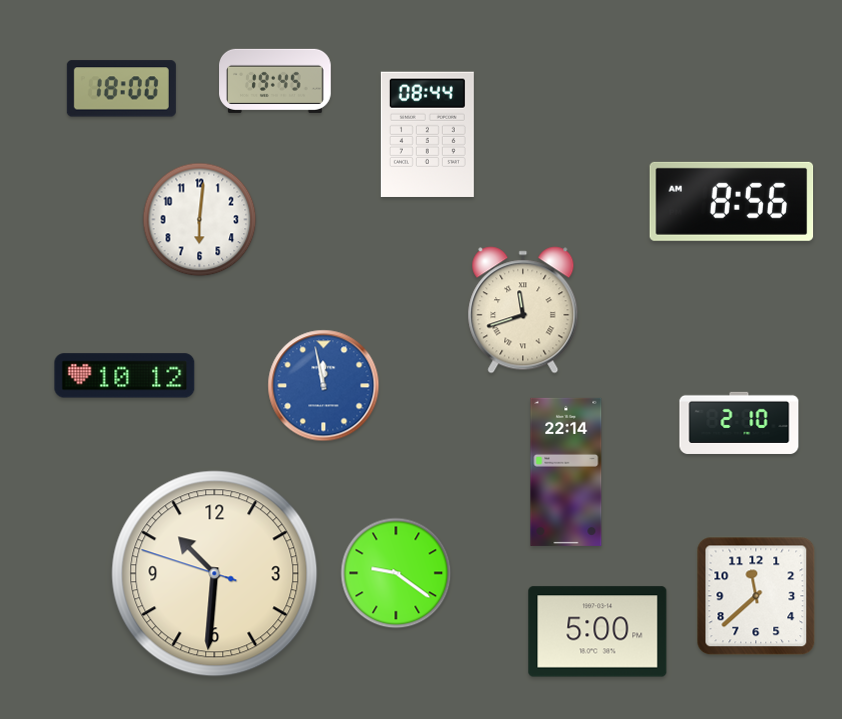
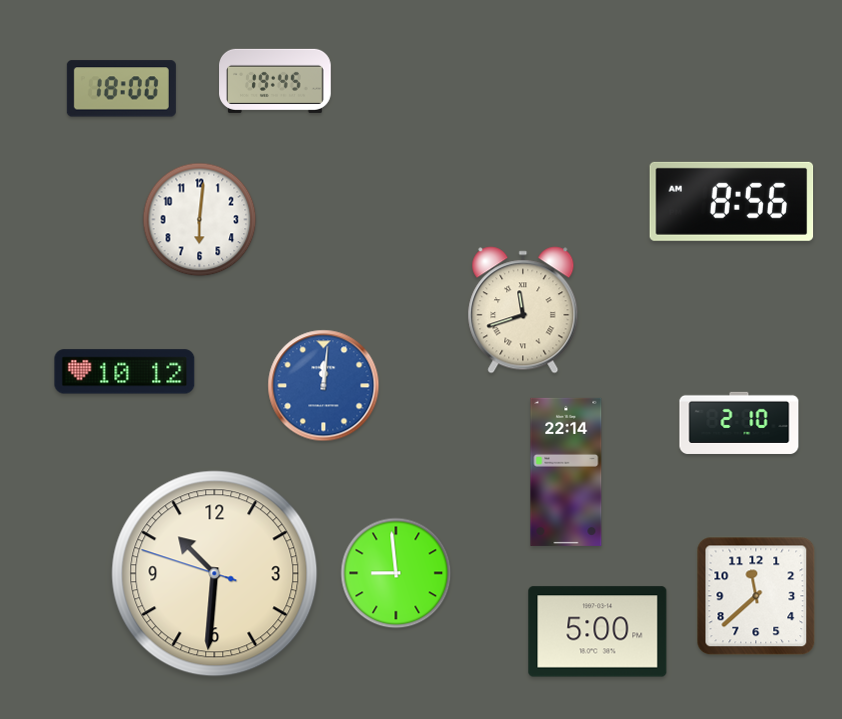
clock at (427, 134): 08:44 -> none
clock at (125, 376) position: (125, 376) -> (125, 372)
clock at (324, 386): 11:58 -> 12:01
clock at (396, 573): 9:21 -> 8:59
